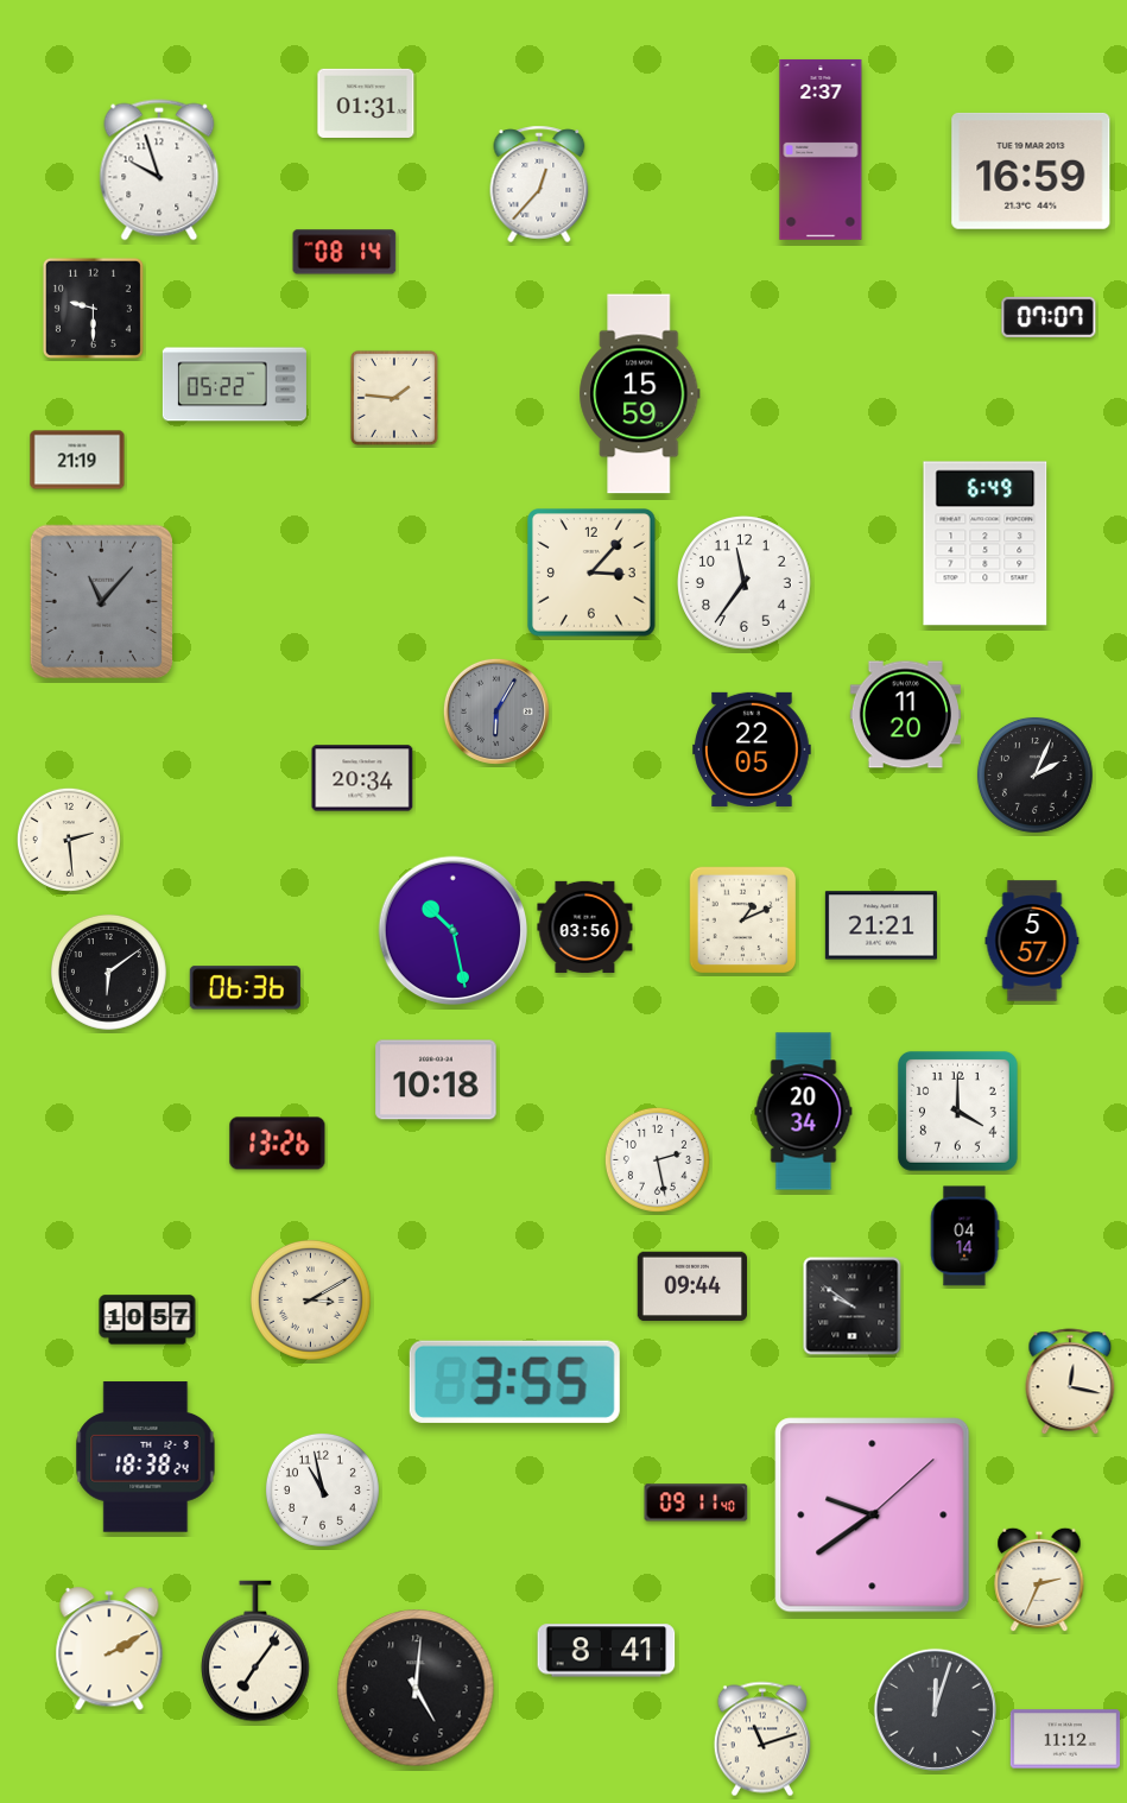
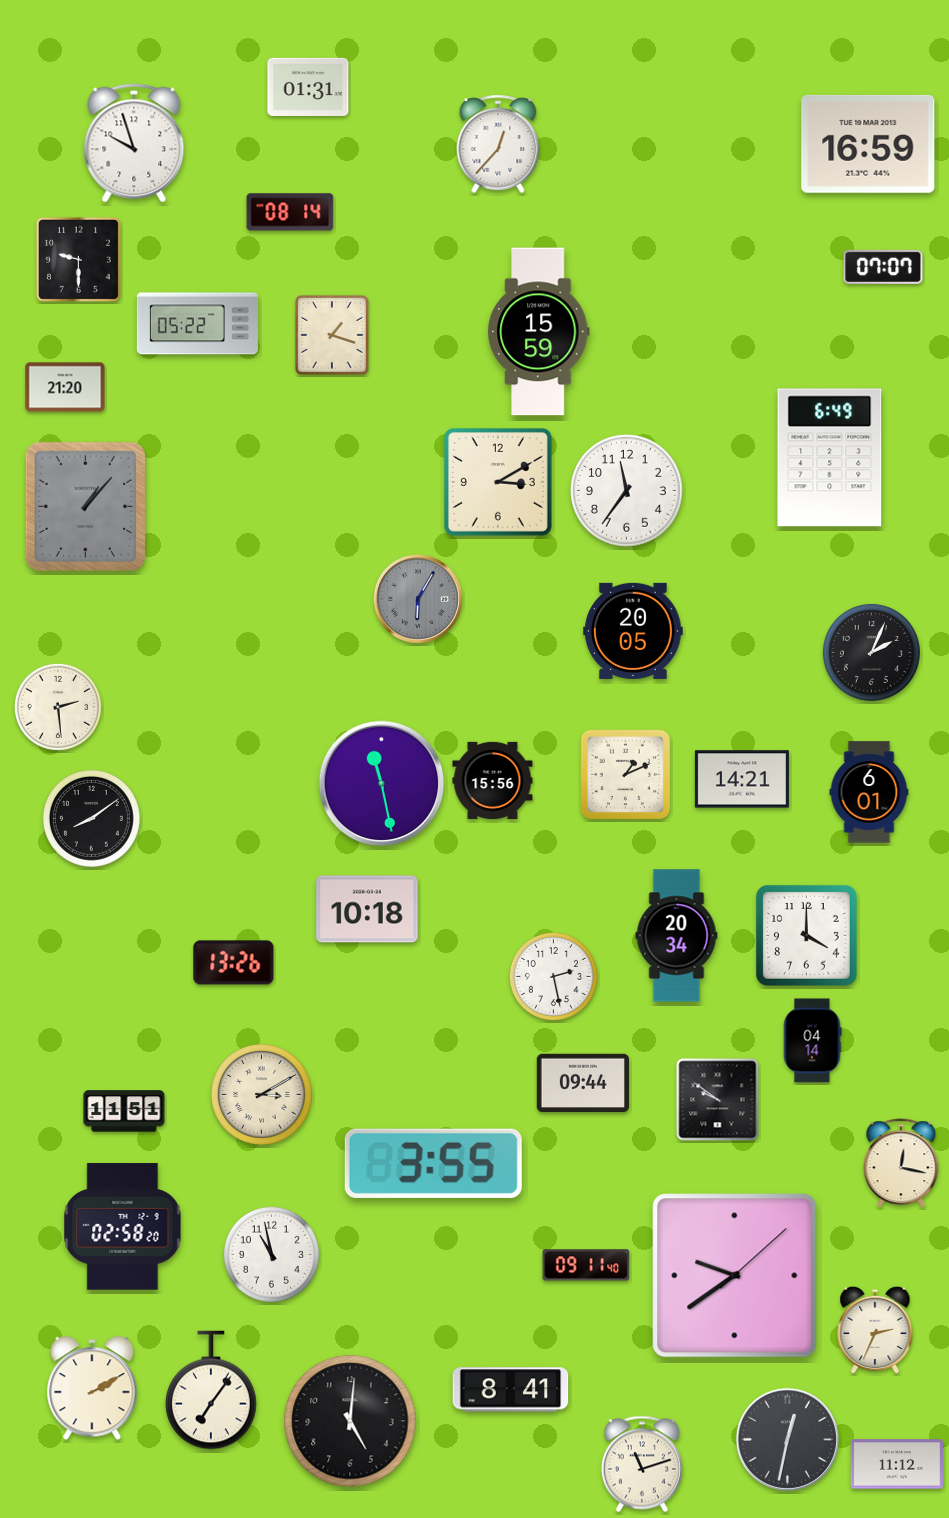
clock at (821, 150): 2:37 -> none
clock at (539, 184) position: (539, 184) -> (498, 144)
clock at (394, 398): 1:46 -> 1:18
clock at (77, 460): 21:19 -> 21:20
clock at (591, 572): 3:07 -> 3:10
clock at (102, 602): 11:07 -> 1:07
clock at (905, 715): 11:20 -> none
clock at (752, 749): 22:05 -> 20:05
clock at (362, 778): 20:34 -> none
clock at (881, 925): 21:21 -> 14:21
clock at (585, 926): 03:56 -> 15:56
clock at (454, 931): 10:28 -> 11:28
clock at (1032, 941): 5:57 -> 6:01
clock at (108, 972): 6:09 -> 8:09
clock at (245, 988): 06:36 -> none
clock at (147, 1320): 10:57 -> 11:51
clock at (146, 1457): 18:38 -> 02:58
clock at (257, 1651) position: (257, 1651) -> (212, 1390)
clock at (935, 1709): 12:03 -> 12:32
